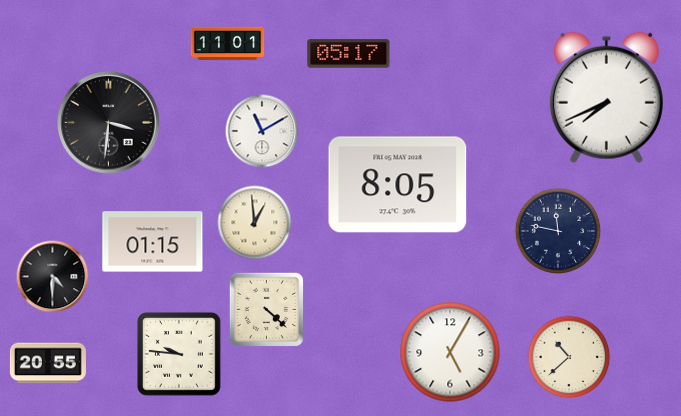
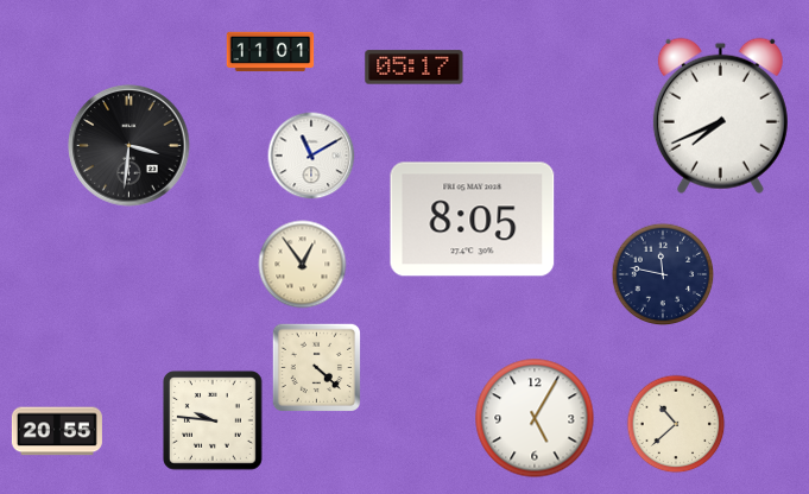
clock at (349, 54) position: (349, 54) -> (415, 68)
clock at (255, 223): 12:59 -> 12:54
clock at (153, 242): 01:15 -> none
clock at (53, 277): 4:30 -> none
